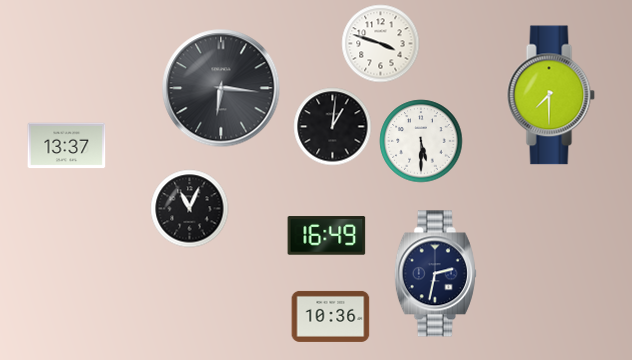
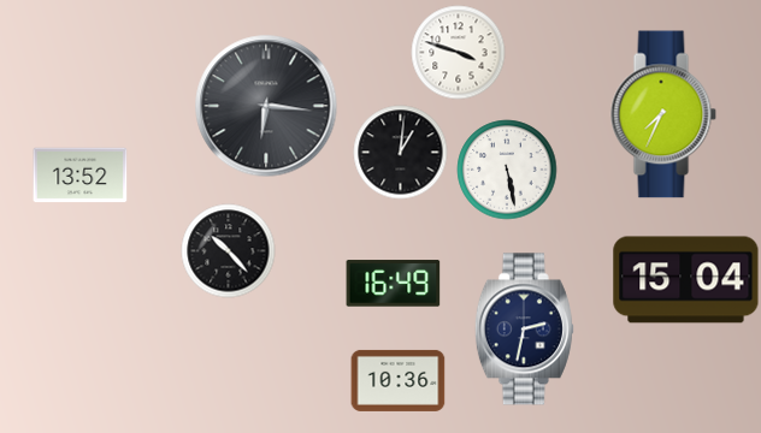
clock at (551, 95): 7:30 -> 7:34
clock at (421, 141): 5:30 -> 5:28
clock at (66, 146): 13:37 -> 13:52
clock at (189, 208): 11:04 -> 10:23
clock at (686, 280): none -> 15:04
